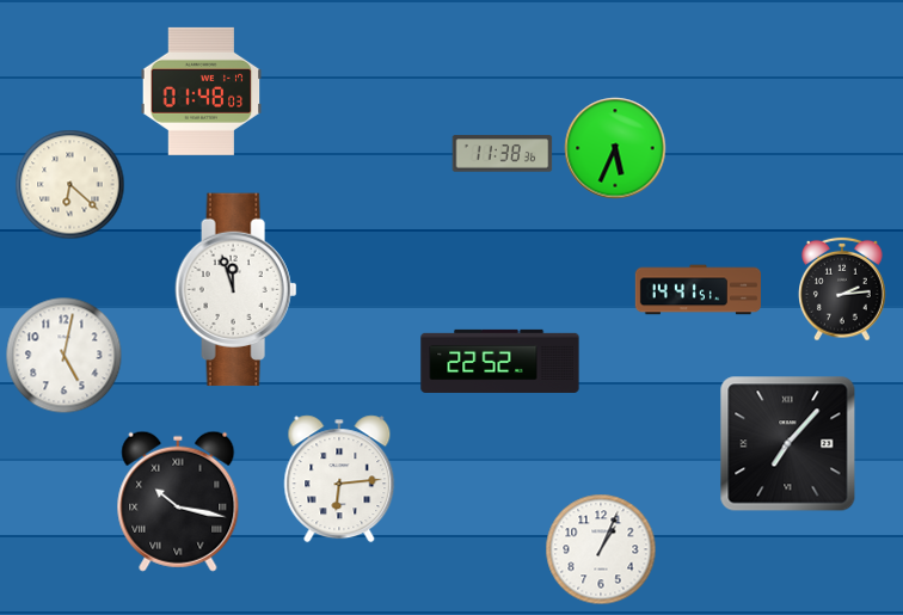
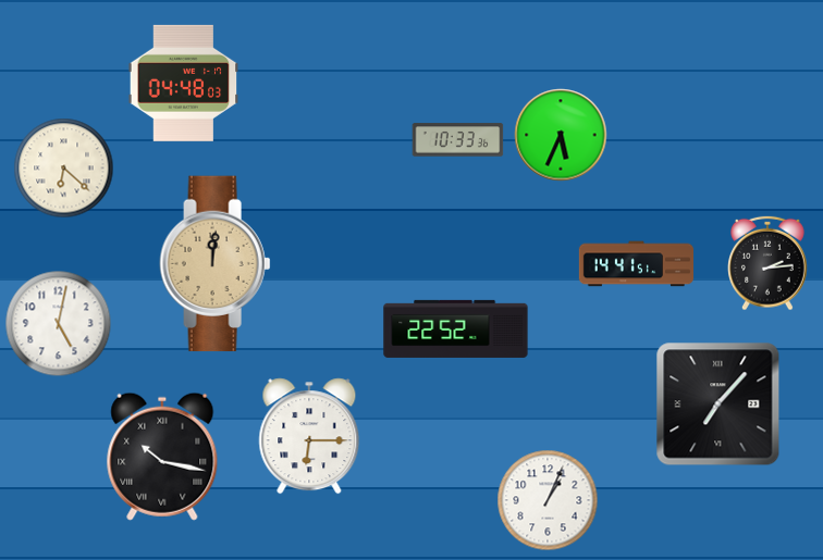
clock at (202, 91): 01:48 -> 04:48
clock at (503, 154): 11:38 -> 10:33
clock at (236, 290): 11:57 -> 12:01
clock at (236, 290) dial: white -> champagne
clock at (339, 479): 6:14 -> 6:15
